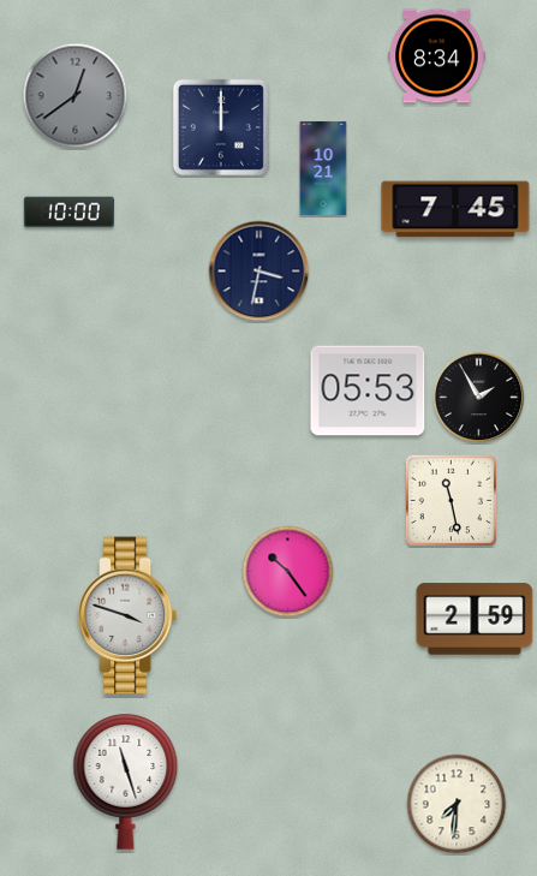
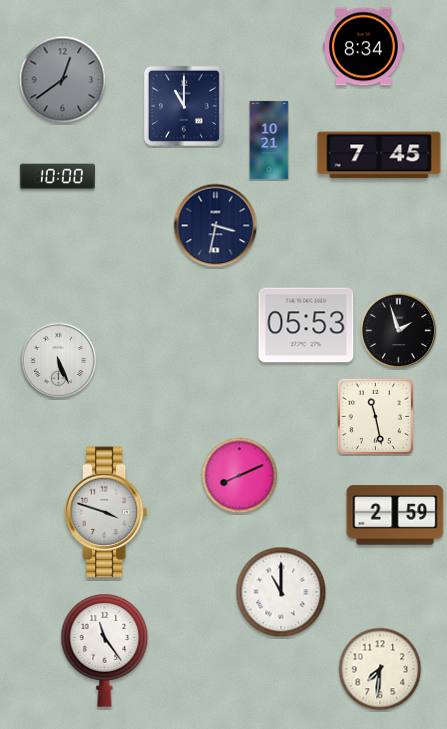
clock at (221, 127): 12:00 -> 11:00
clock at (455, 209) position: (455, 209) -> (379, 155)
clock at (479, 398): 1:55 -> 1:57
clock at (59, 361): none -> 5:26
clock at (288, 572): 10:24 -> 8:11
clock at (281, 592): none -> 11:00
clock at (126, 782): 11:27 -> 11:24
